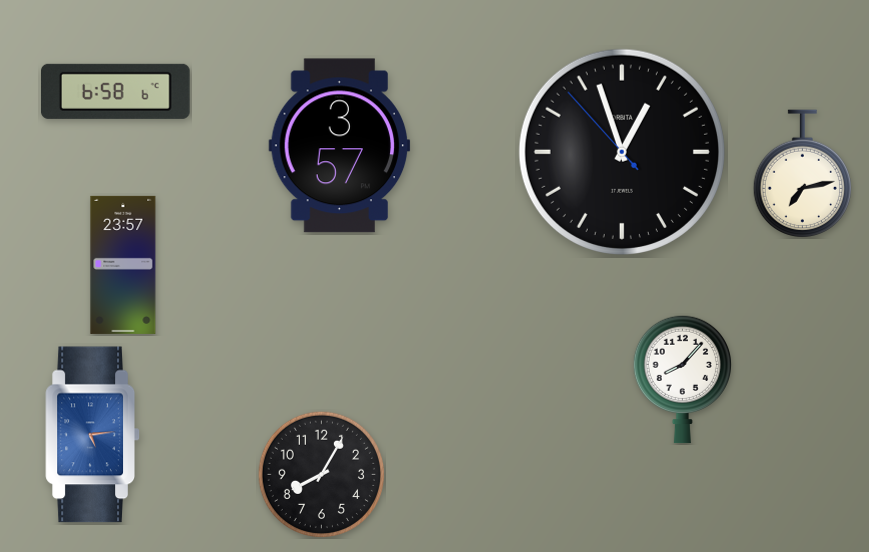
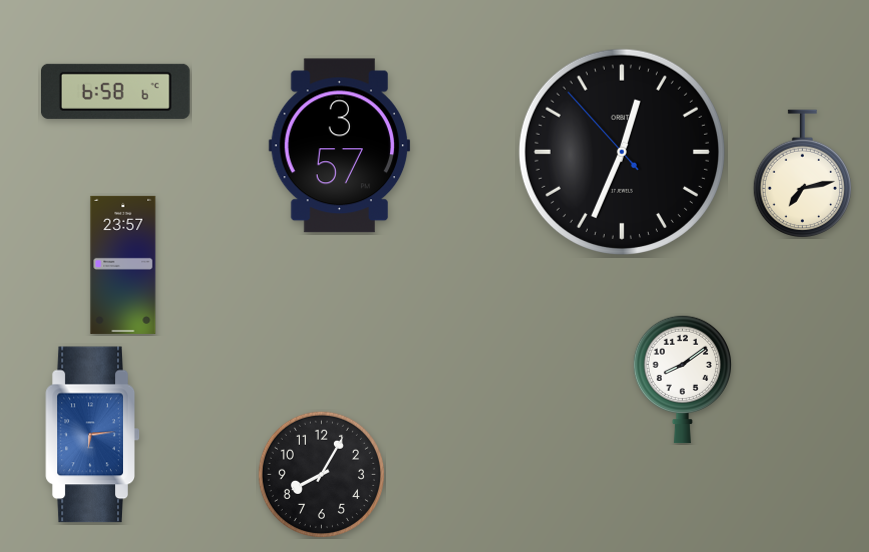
clock at (622, 152): 12:56 -> 12:33
clock at (682, 379): 8:07 -> 8:09
clock at (92, 435): 5:14 -> 6:14
